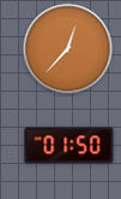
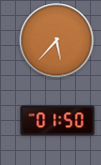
clock at (68, 49): 12:37 -> 5:37
